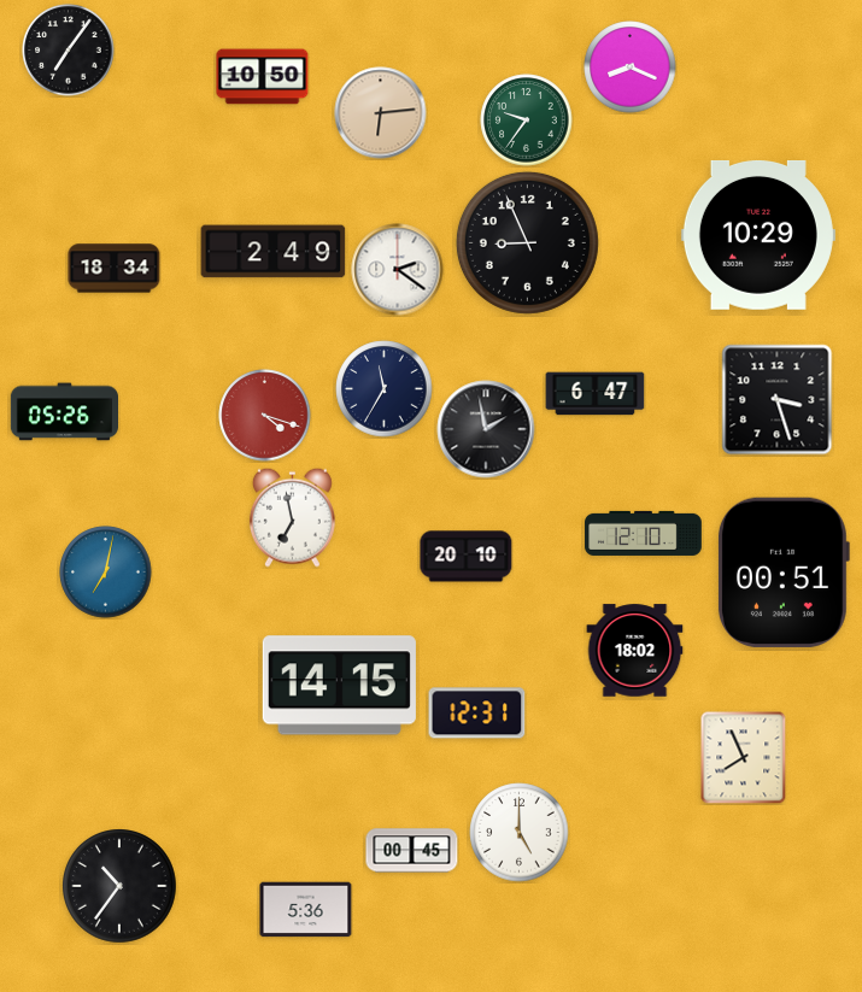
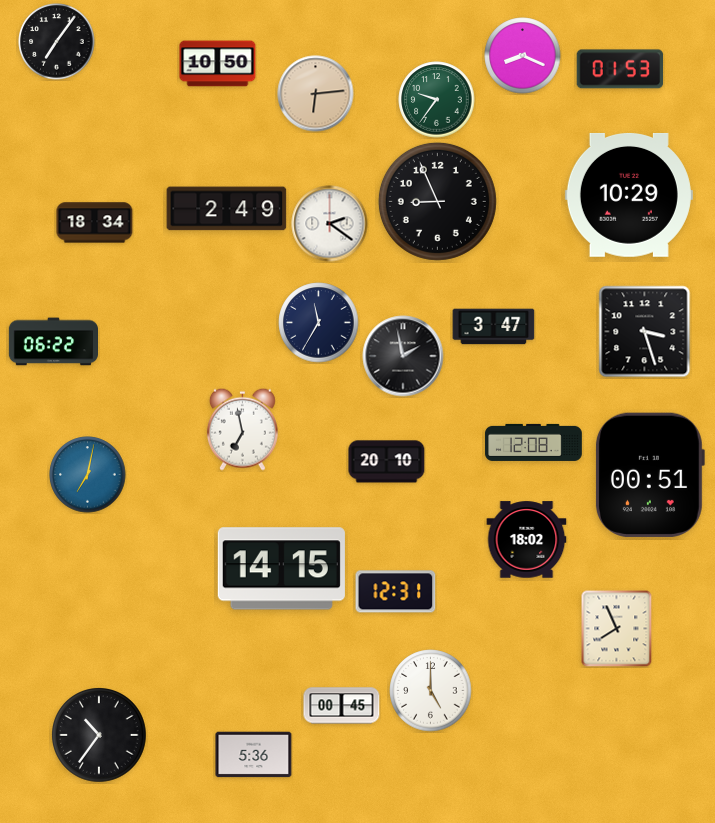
clock at (620, 69): none -> 01:53
clock at (596, 394): 6:47 -> 3:47
clock at (64, 412): 05:26 -> 06:22
clock at (265, 416): 4:18 -> none
clock at (644, 533): 12:10 -> 12:08
